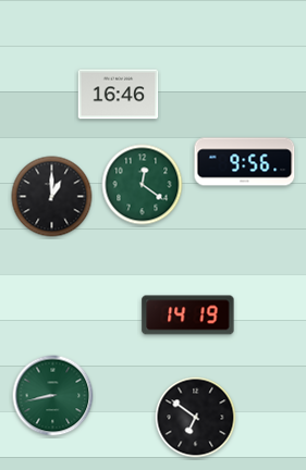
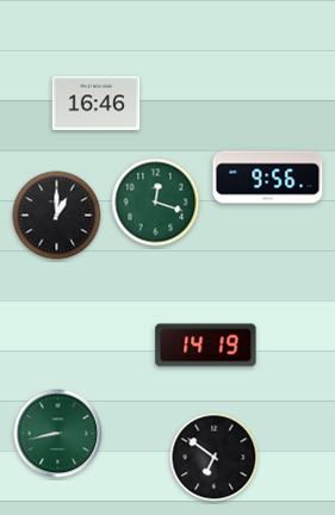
clock at (119, 95) position: (119, 95) -> (97, 104)
clock at (143, 185): 12:21 -> 12:18
